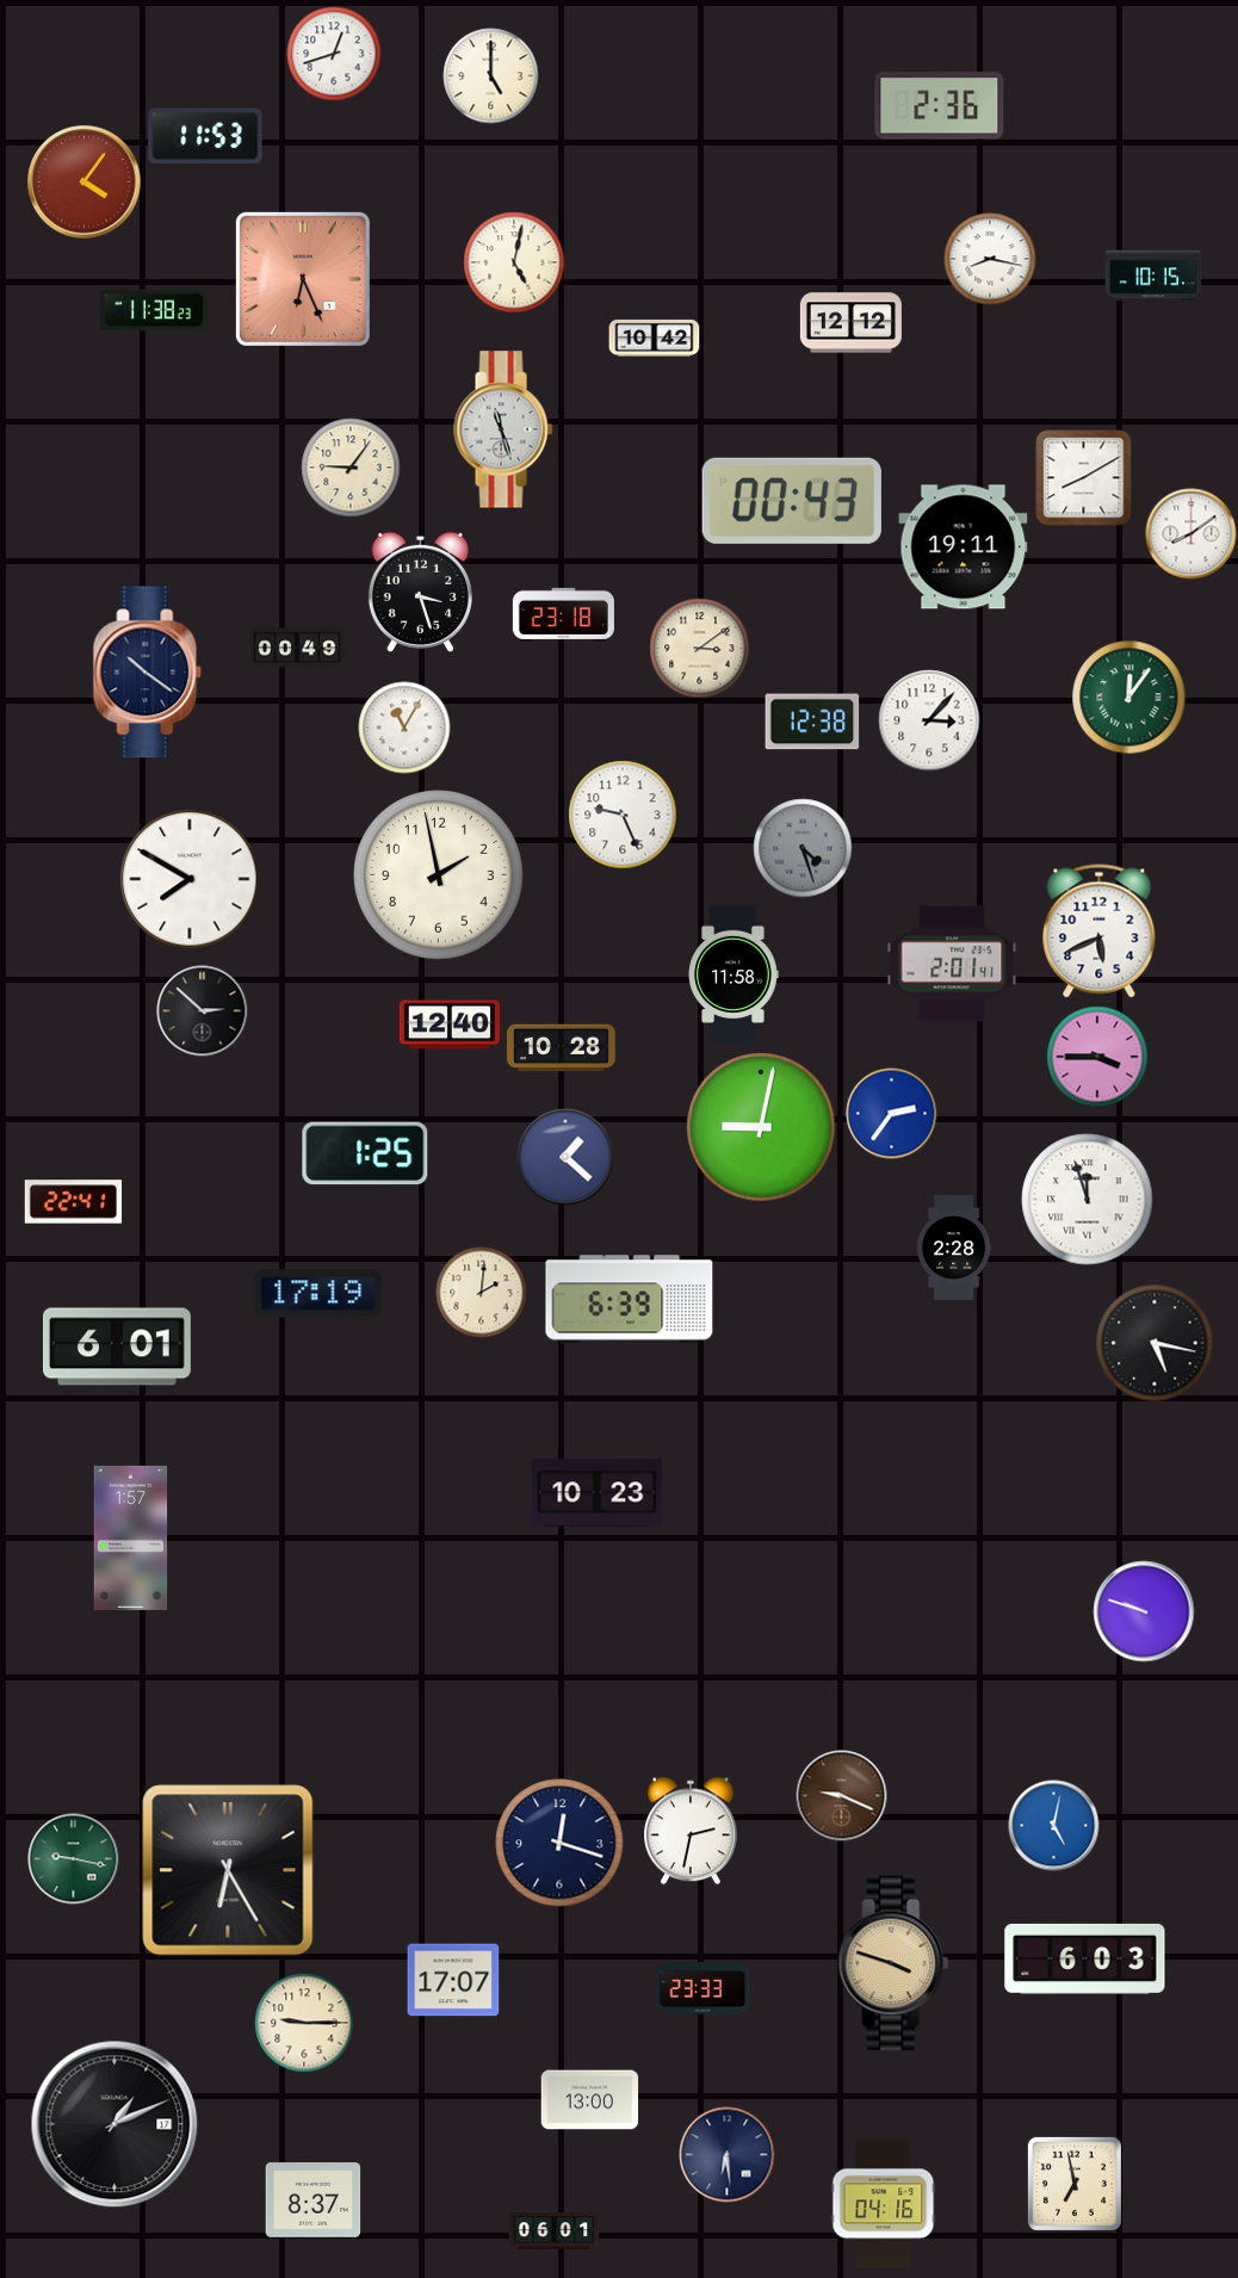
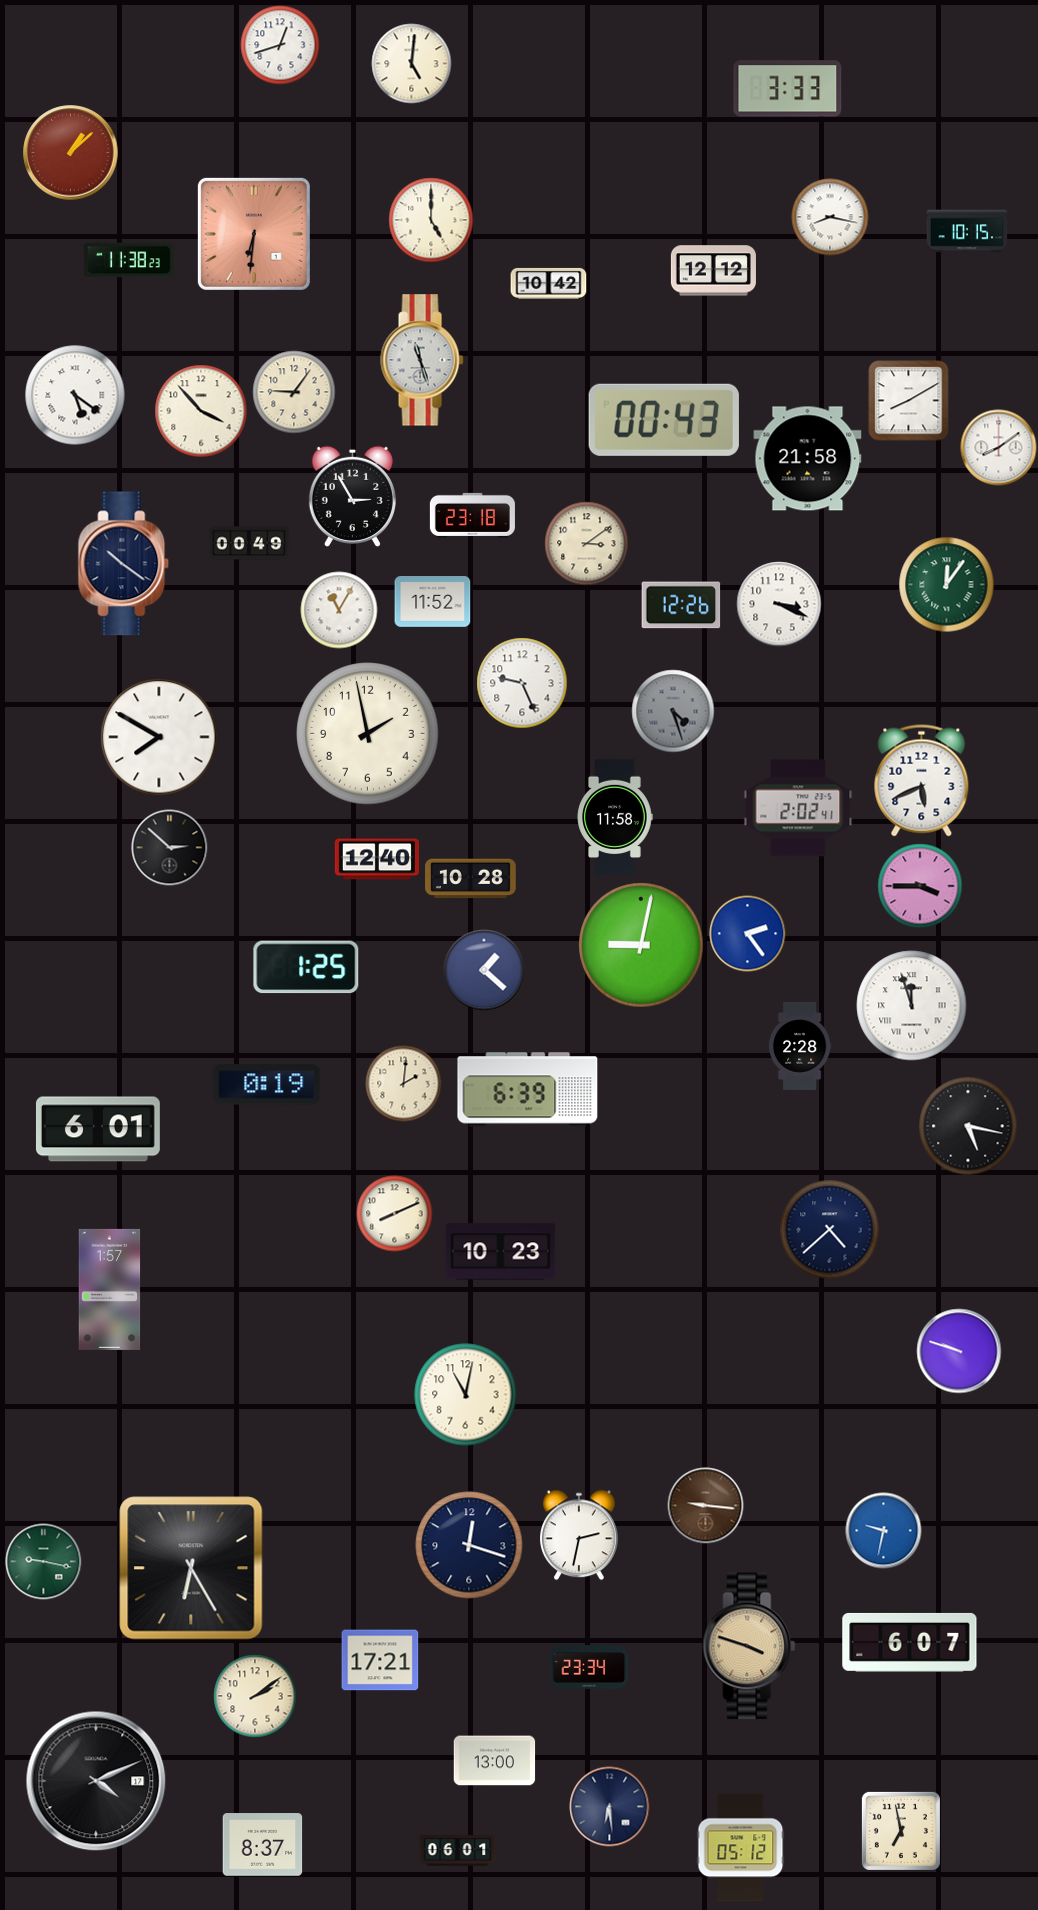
clock at (491, 76): 5:00 -> 5:01
clock at (940, 106): 2:36 -> 3:33
clock at (205, 136): 11:53 -> none
clock at (85, 182): 4:06 -> 1:08
clock at (514, 262): 5:02 -> 5:00
clock at (303, 279): 6:26 -> 6:31
clock at (75, 395): none -> 5:21
clock at (201, 411): none -> 3:53
clock at (964, 547): 19:11 -> 21:58
clock at (420, 592): 3:27 -> 2:55
clock at (433, 602): none -> 11:52
clock at (929, 720): 3:07 -> 3:19
clock at (812, 722): 12:38 -> 12:26
clock at (952, 964): 2:01 -> 2:02
clock at (892, 1114): 2:36 -> 2:24
clock at (761, 1127) position: (761, 1127) -> (641, 945)
clock at (565, 1157) position: (565, 1157) -> (484, 970)
clock at (74, 1202): 22:41 -> none
clock at (318, 1294): 17:19 -> 0:19
clock at (395, 1214): none -> 8:11
clock at (830, 1230): none -> 4:38
clock at (466, 1395): none -> 11:02
clock at (842, 1796): 9:19 -> 9:16
clock at (1054, 1826): 5:02 -> 9:32
clock at (74, 1859) position: (74, 1859) -> (44, 1562)
clock at (1085, 1958): 6:03 -> 6:07
clock at (453, 1980): 17:07 -> 17:21
clock at (702, 1988): 23:33 -> 23:34
clock at (304, 2023): 9:15 -> 2:09
clock at (114, 2124): 1:11 -> 4:11
clock at (884, 2204): 04:16 -> 05:12
clock at (555, 2231) position: (555, 2231) -> (458, 1851)
